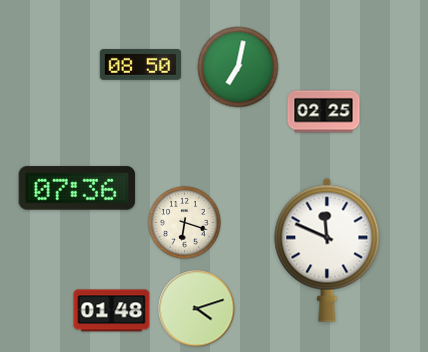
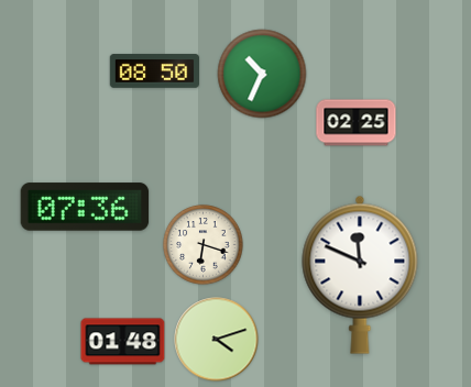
clock at (238, 67): 7:02 -> 10:34
